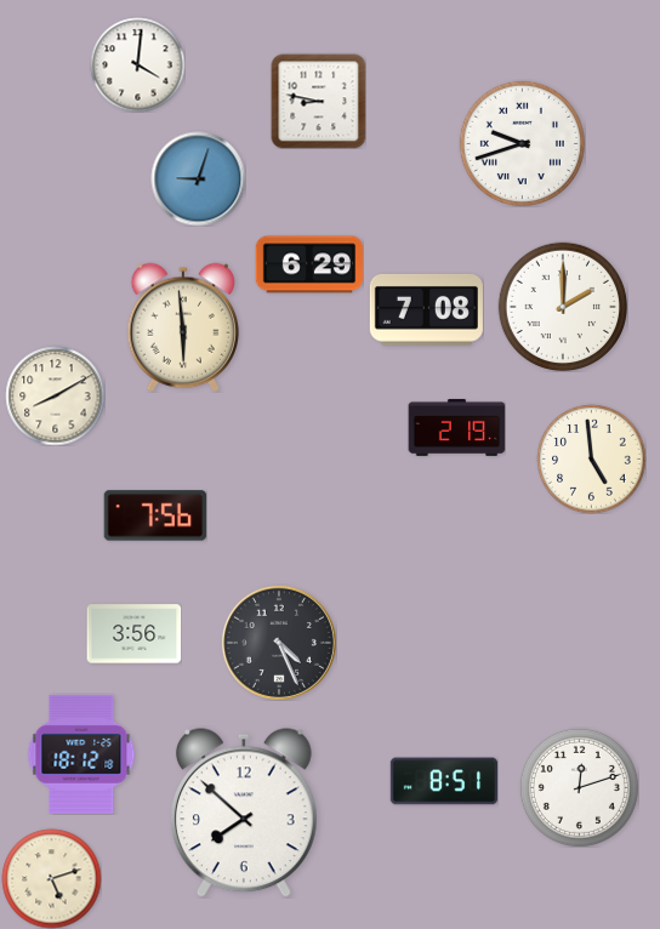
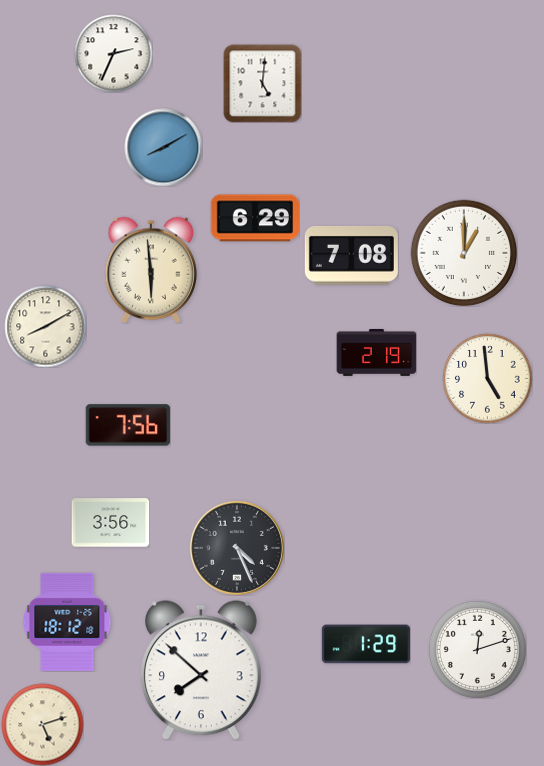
clock at (137, 64): 4:01 -> 2:34
clock at (318, 101): 8:47 -> 5:01
clock at (522, 143): 9:42 -> none
clock at (198, 178): 9:03 -> 8:10
clock at (562, 306): 2:00 -> 1:00
clock at (279, 643) position: (279, 643) -> (237, 548)
clock at (444, 781): 8:51 -> 1:29
